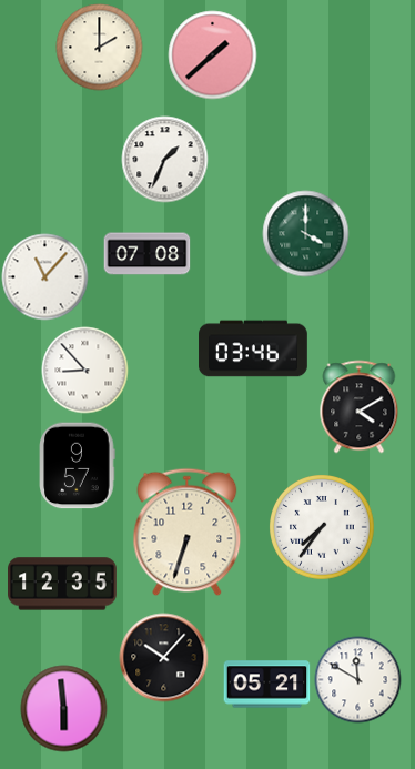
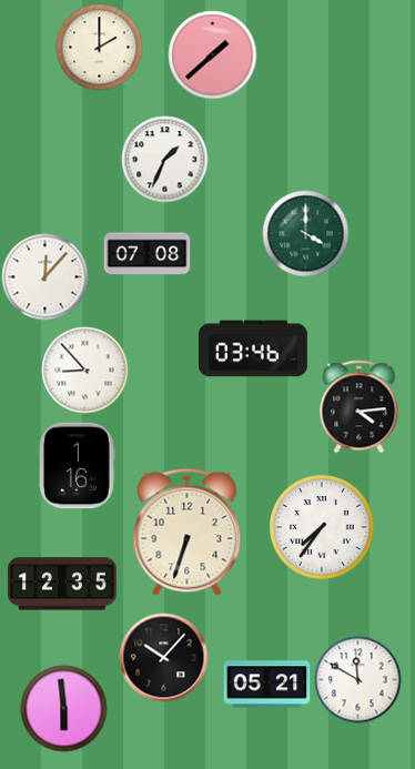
clock at (44, 276): 11:07 -> 12:07
clock at (360, 406): 4:10 -> 4:14
clock at (78, 465): 9:57 -> 1:16
